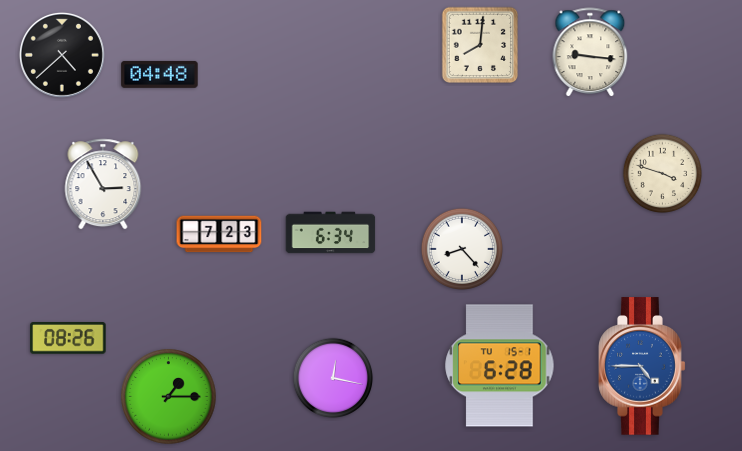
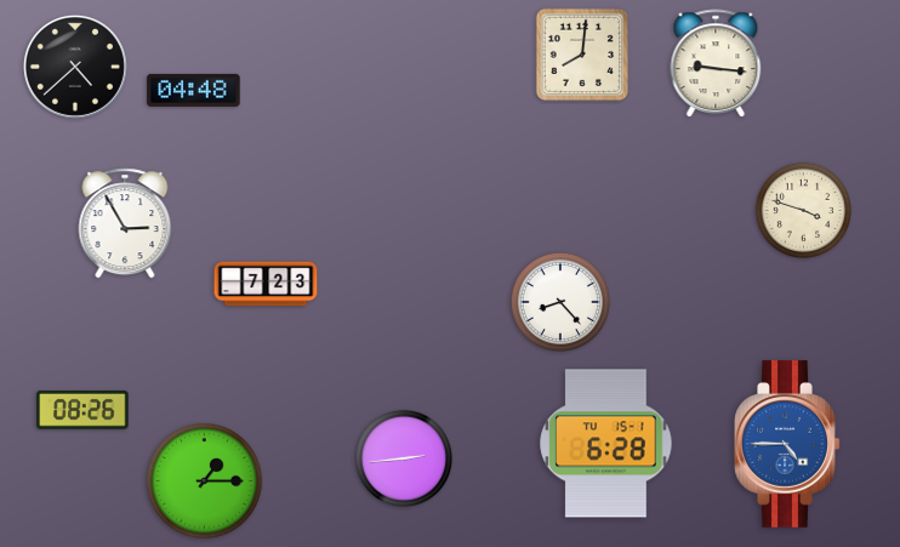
clock at (331, 233): 6:34 -> none
clock at (642, 366) position: (642, 366) -> (787, 444)
clock at (333, 378): 12:17 -> 2:44
